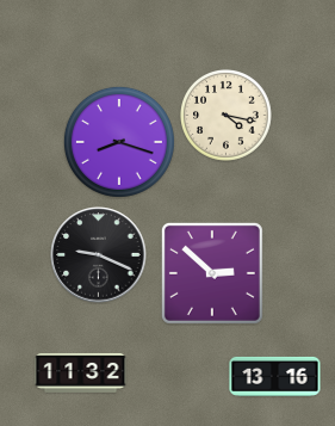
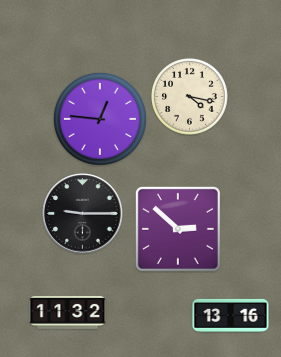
clock at (119, 142): 8:18 -> 12:46
clock at (99, 255): 9:19 -> 9:15
